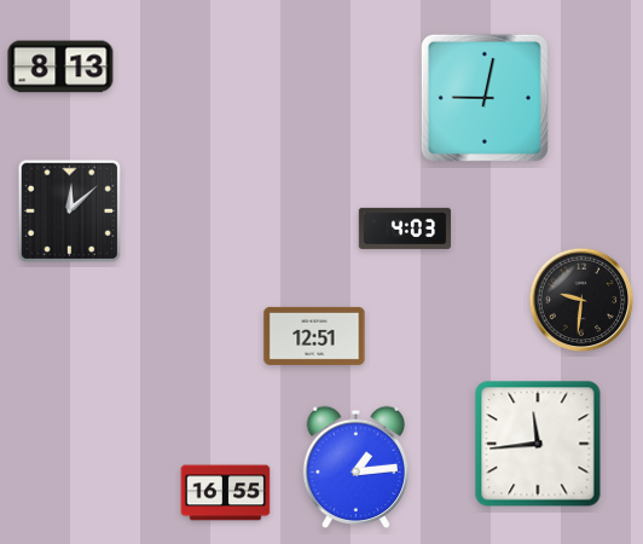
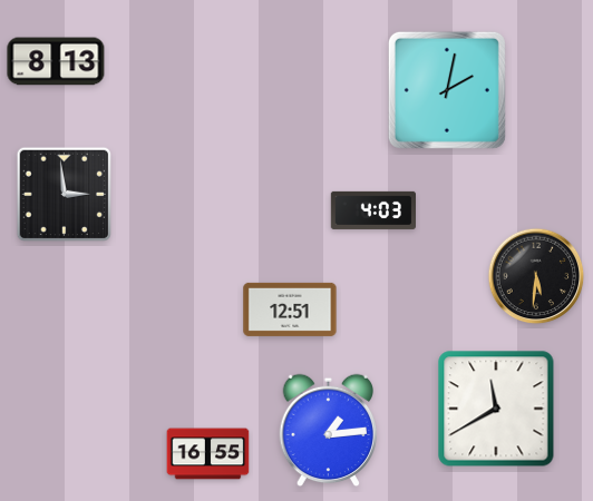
clock at (485, 98): 9:02 -> 2:02
clock at (70, 212): 12:08 -> 2:59
clock at (581, 300): 9:31 -> 5:31
clock at (538, 444): 11:44 -> 11:40
